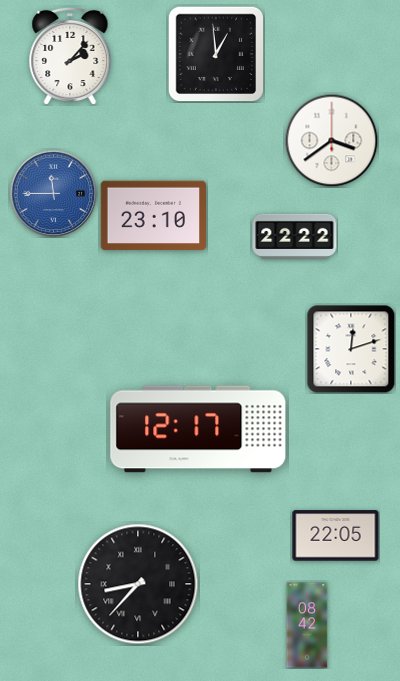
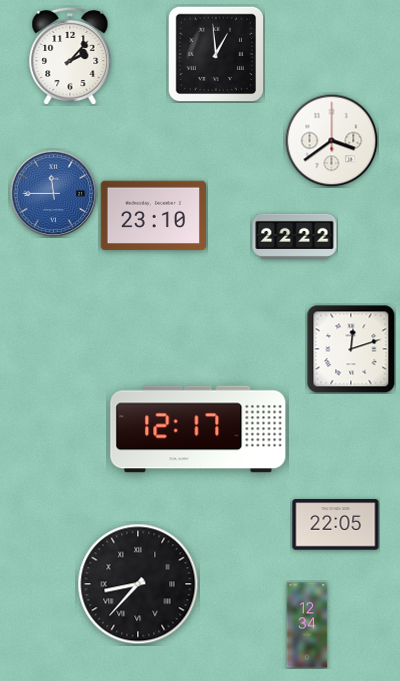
clock at (336, 536) position: (336, 536) -> (336, 525)
clock at (307, 625): 08:42 -> 12:34
